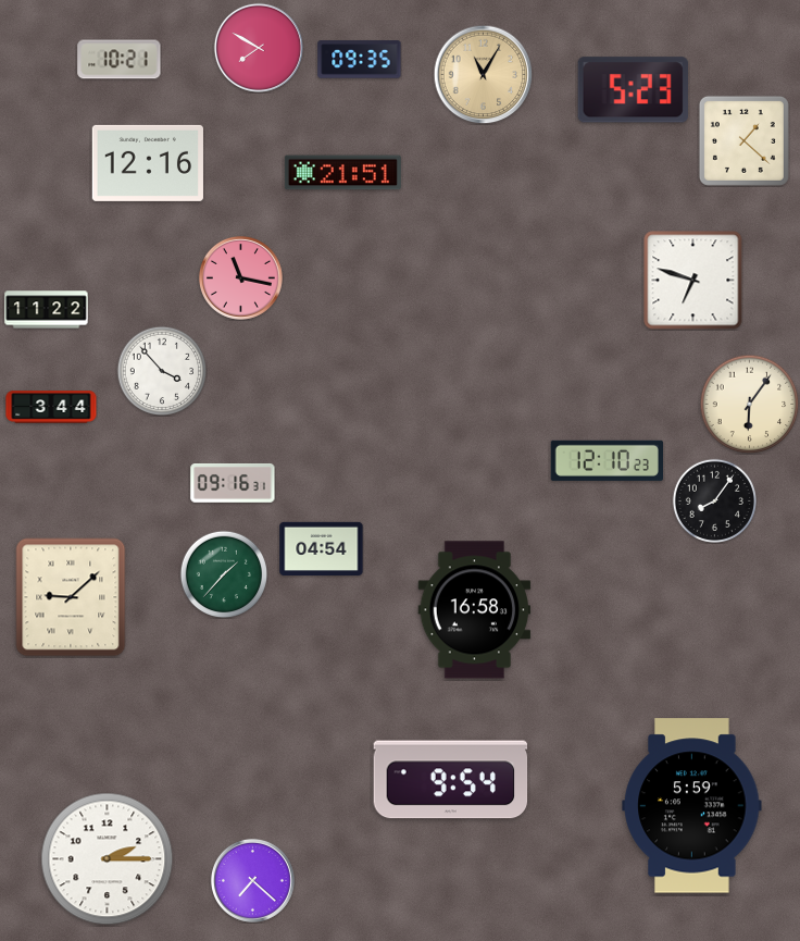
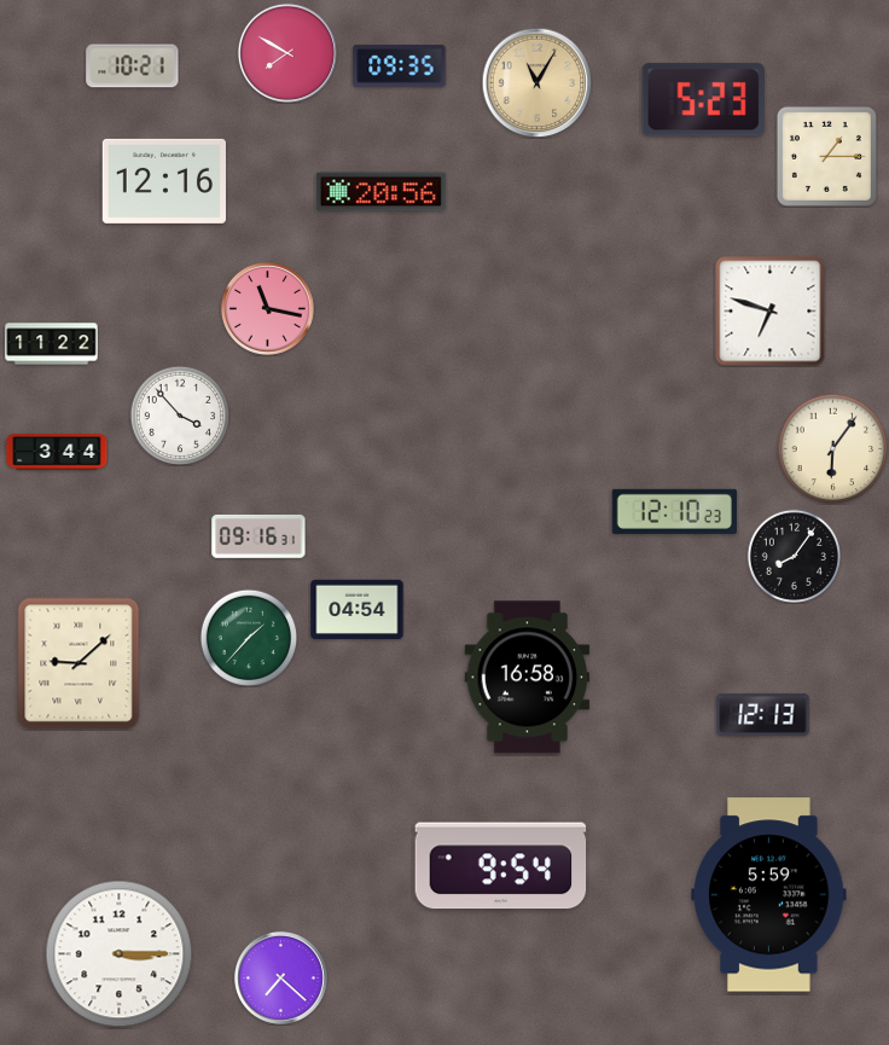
clock at (743, 140): 1:22 -> 1:15
clock at (342, 173): 21:51 -> 20:56
clock at (162, 371) position: (162, 371) -> (180, 416)
clock at (763, 714): none -> 12:13
clock at (108, 859): 2:15 -> 3:15
